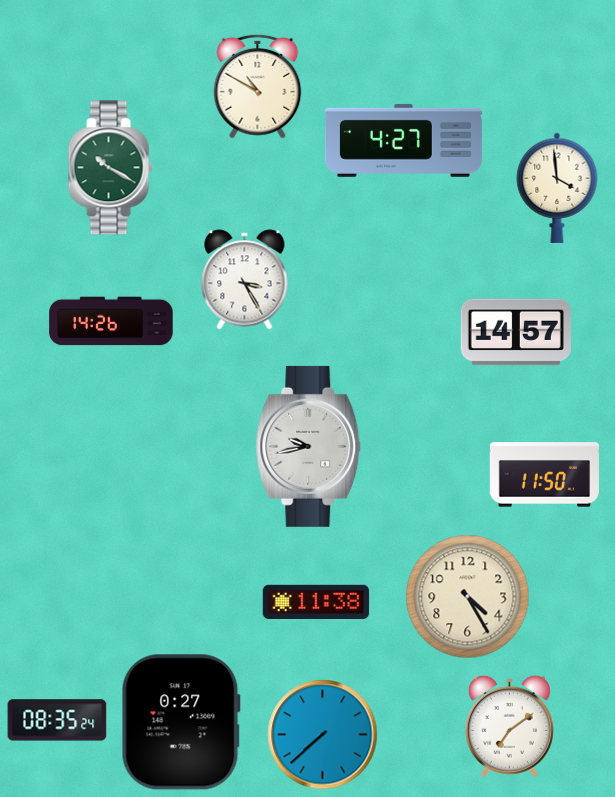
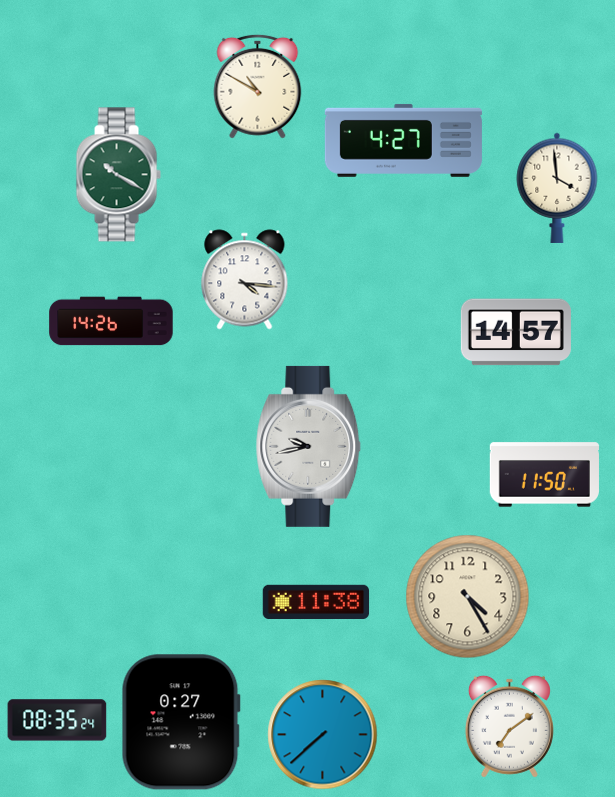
clock at (110, 168) position: (110, 168) -> (118, 175)
clock at (245, 280): 3:25 -> 4:16
